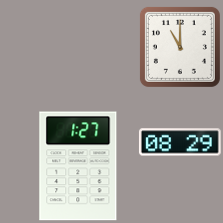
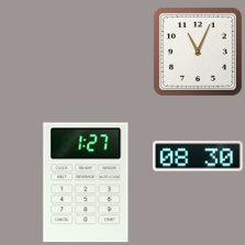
clock at (180, 47): 11:00 -> 11:04
clock at (180, 142): 08:29 -> 08:30
